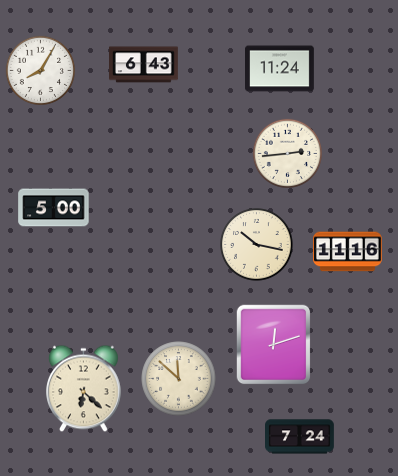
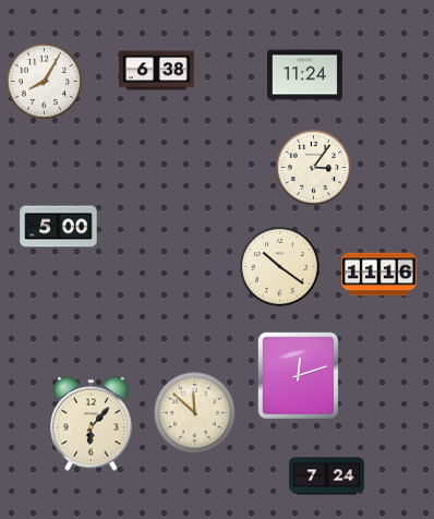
clock at (144, 65): 6:43 -> 6:38
clock at (40, 70) position: (40, 70) -> (44, 81)
clock at (287, 153): 2:44 -> 3:06
clock at (257, 245): 10:17 -> 10:21
clock at (84, 389): 6:22 -> 6:07
